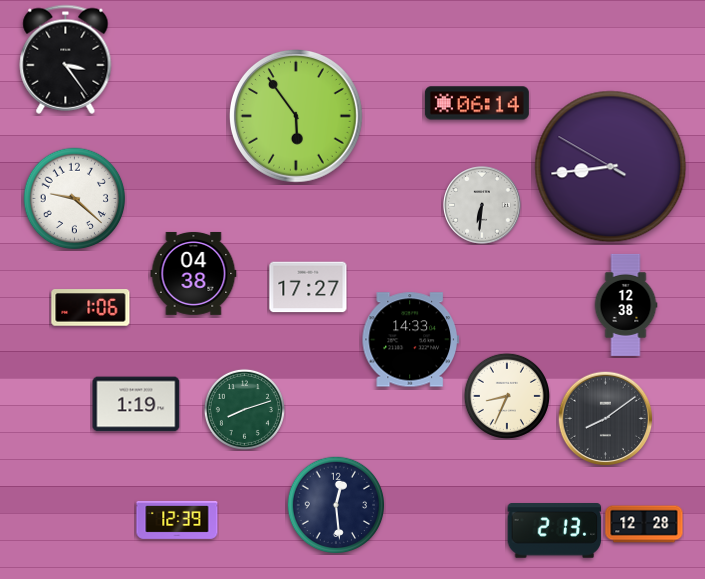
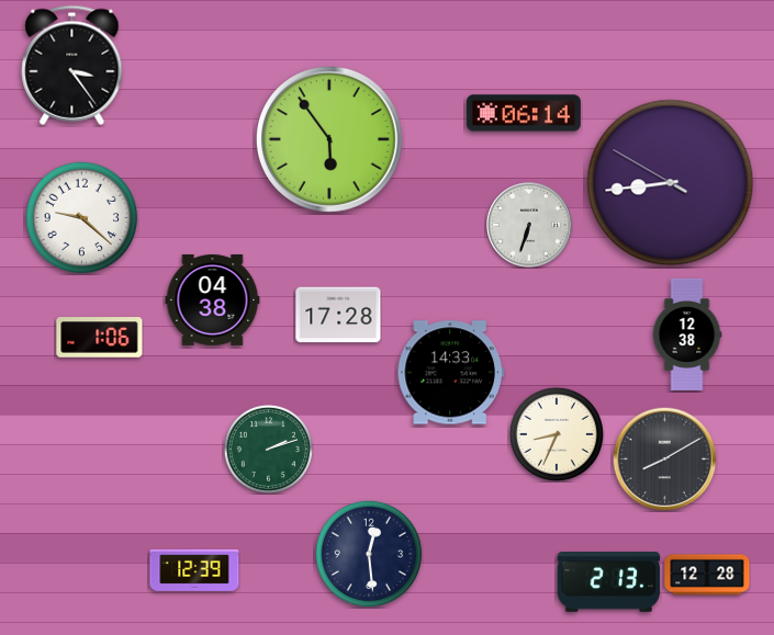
clock at (297, 117) position: (297, 117) -> (330, 140)
clock at (482, 205): 6:31 -> 6:33
clock at (308, 287): 17:27 -> 17:28
clock at (136, 404): 1:19 -> none
clock at (244, 409): 8:12 -> 2:12
clock at (605, 418): 8:09 -> 8:10
